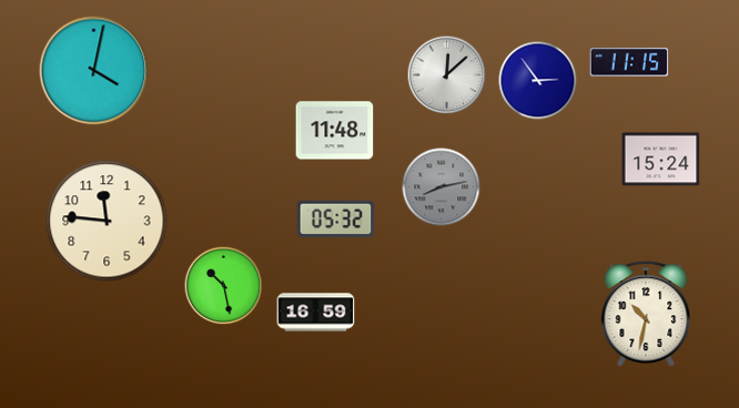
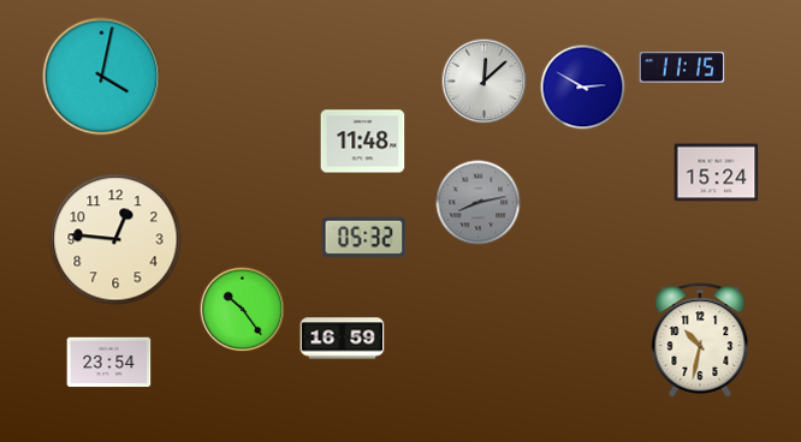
clock at (538, 81): 2:54 -> 2:50
clock at (107, 221): 11:46 -> 12:46
clock at (224, 286): 10:28 -> 10:24
clock at (109, 363): none -> 23:54
